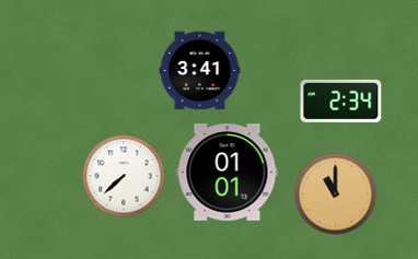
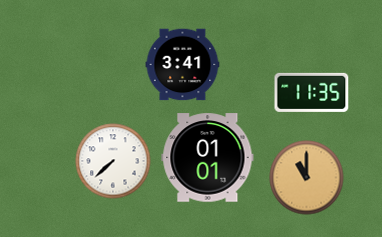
clock at (341, 101): 2:34 -> 11:35
